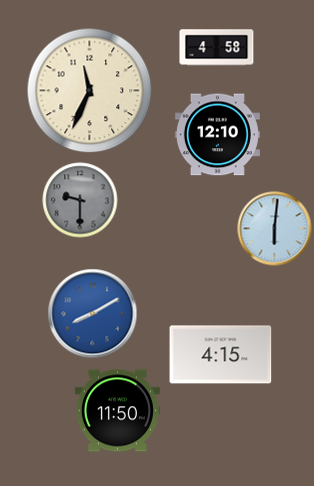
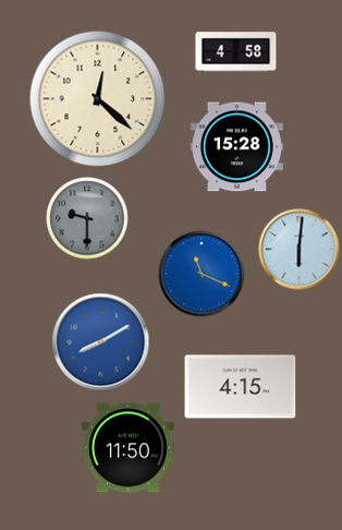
clock at (90, 91): 11:34 -> 12:22
clock at (217, 135): 12:10 -> 15:28
clock at (201, 274): none -> 11:19
